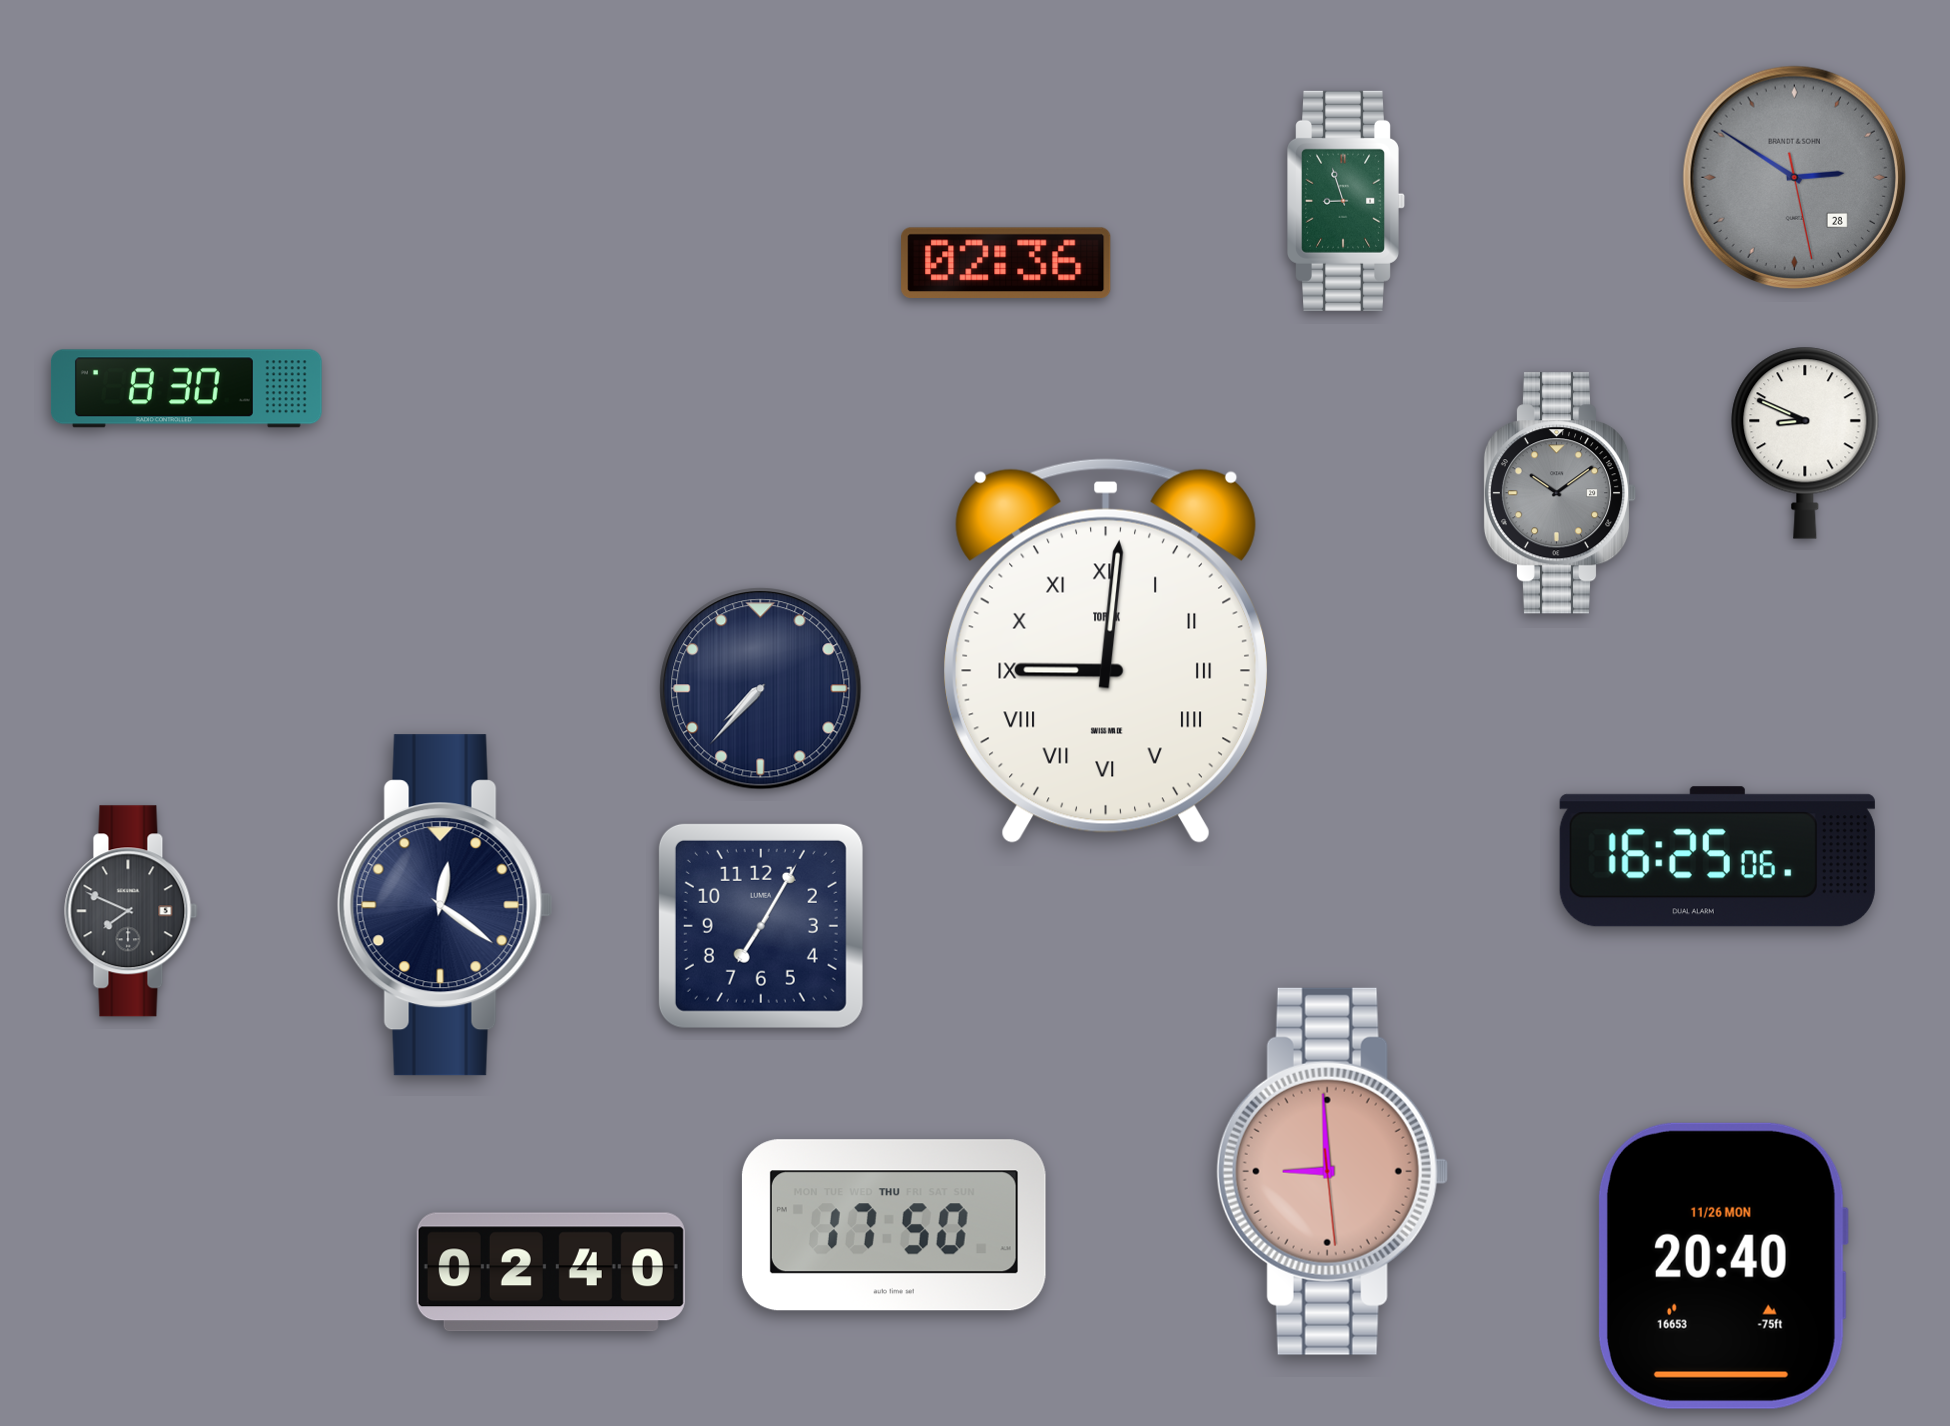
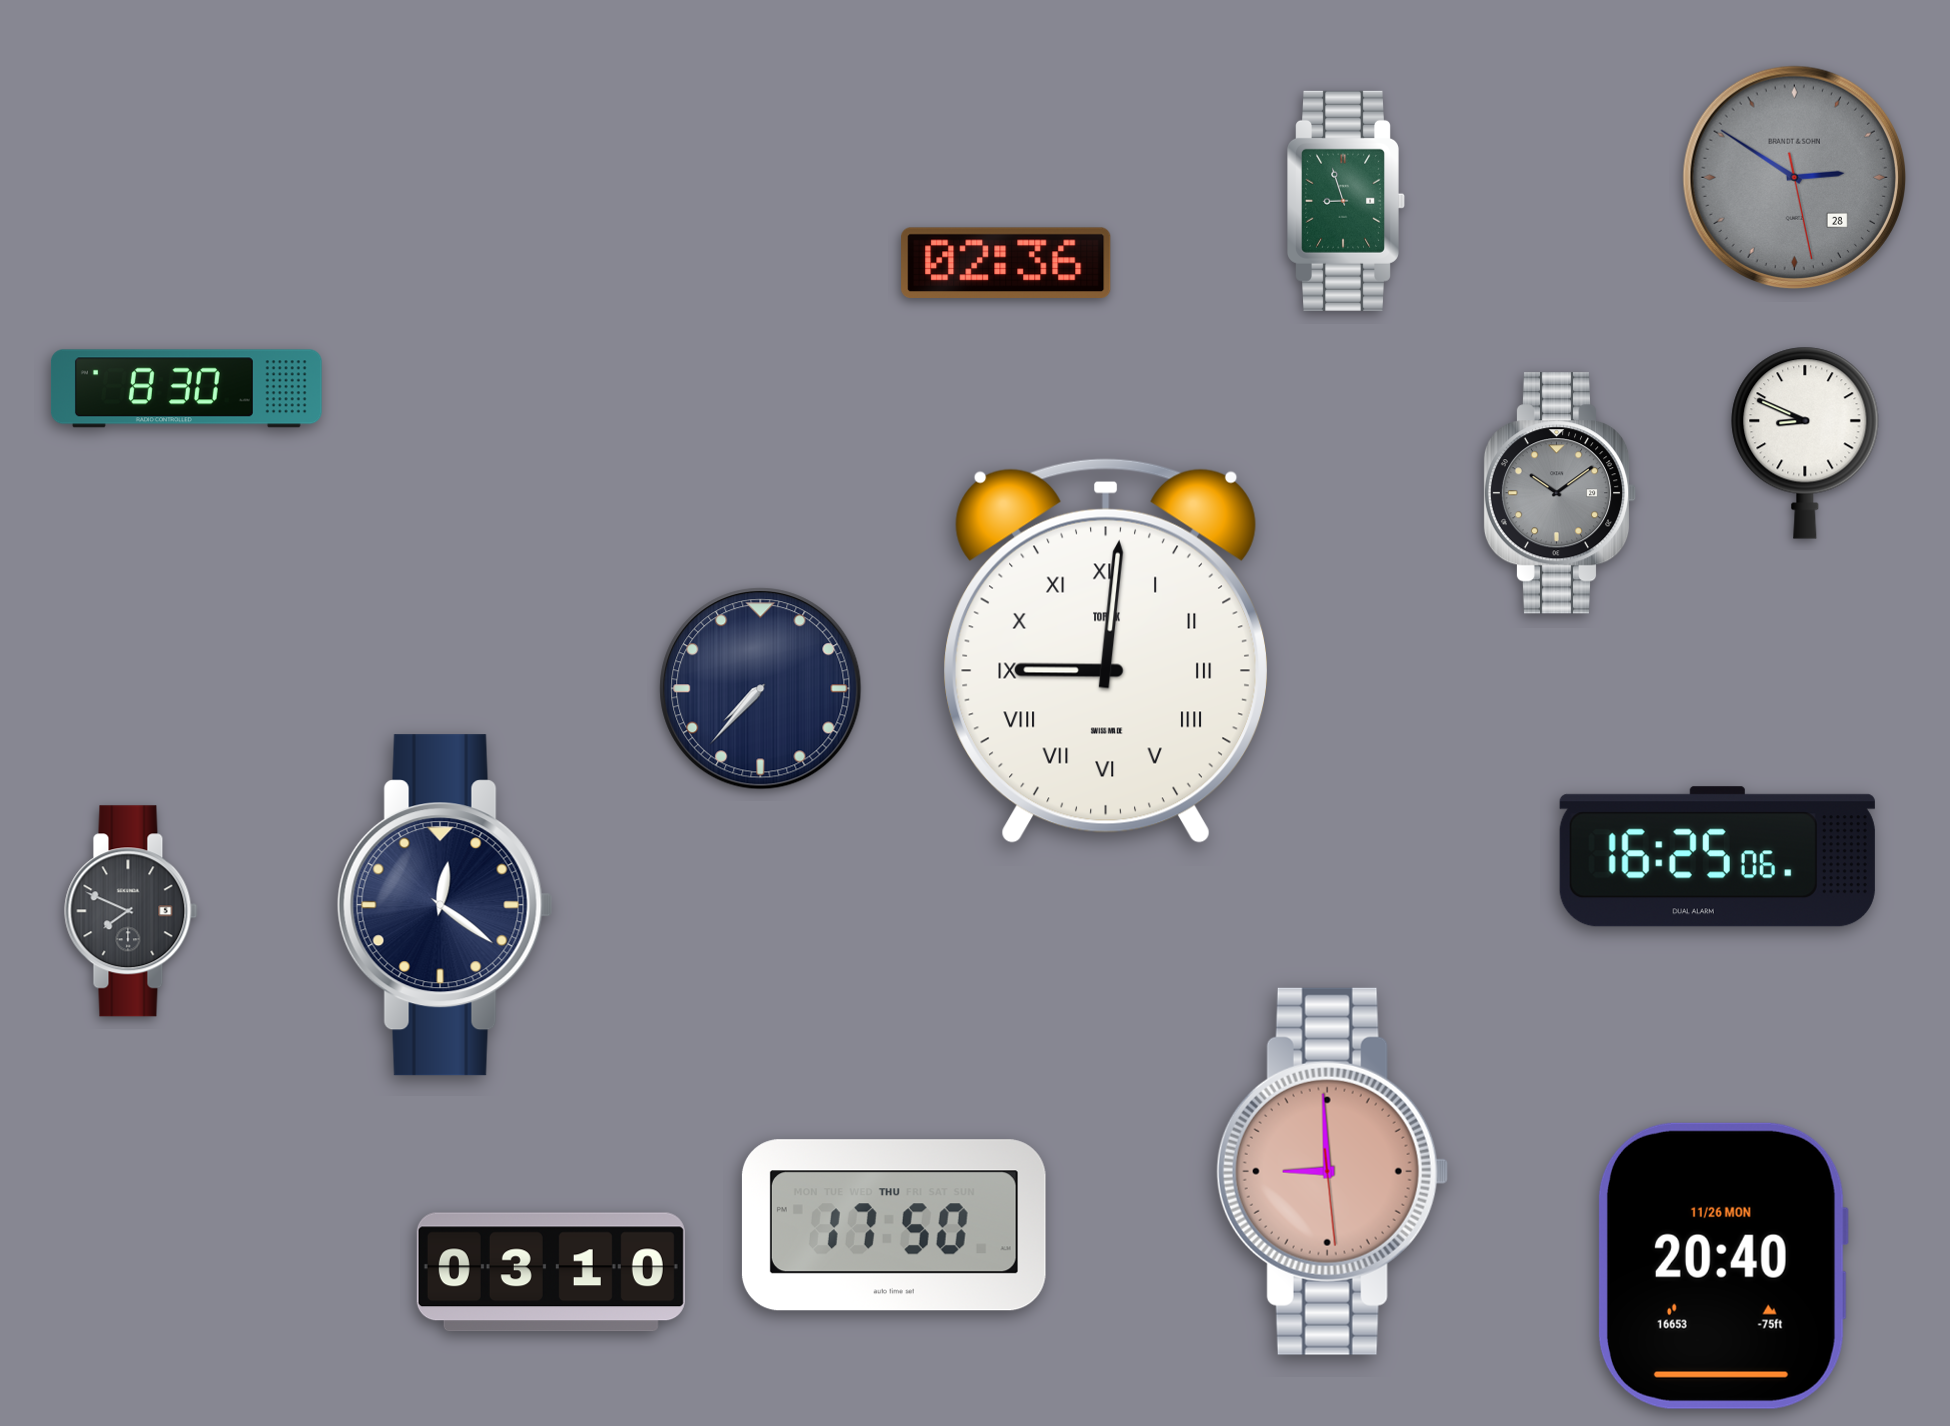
clock at (761, 926): 7:05 -> none
clock at (551, 1272): 02:40 -> 03:10
